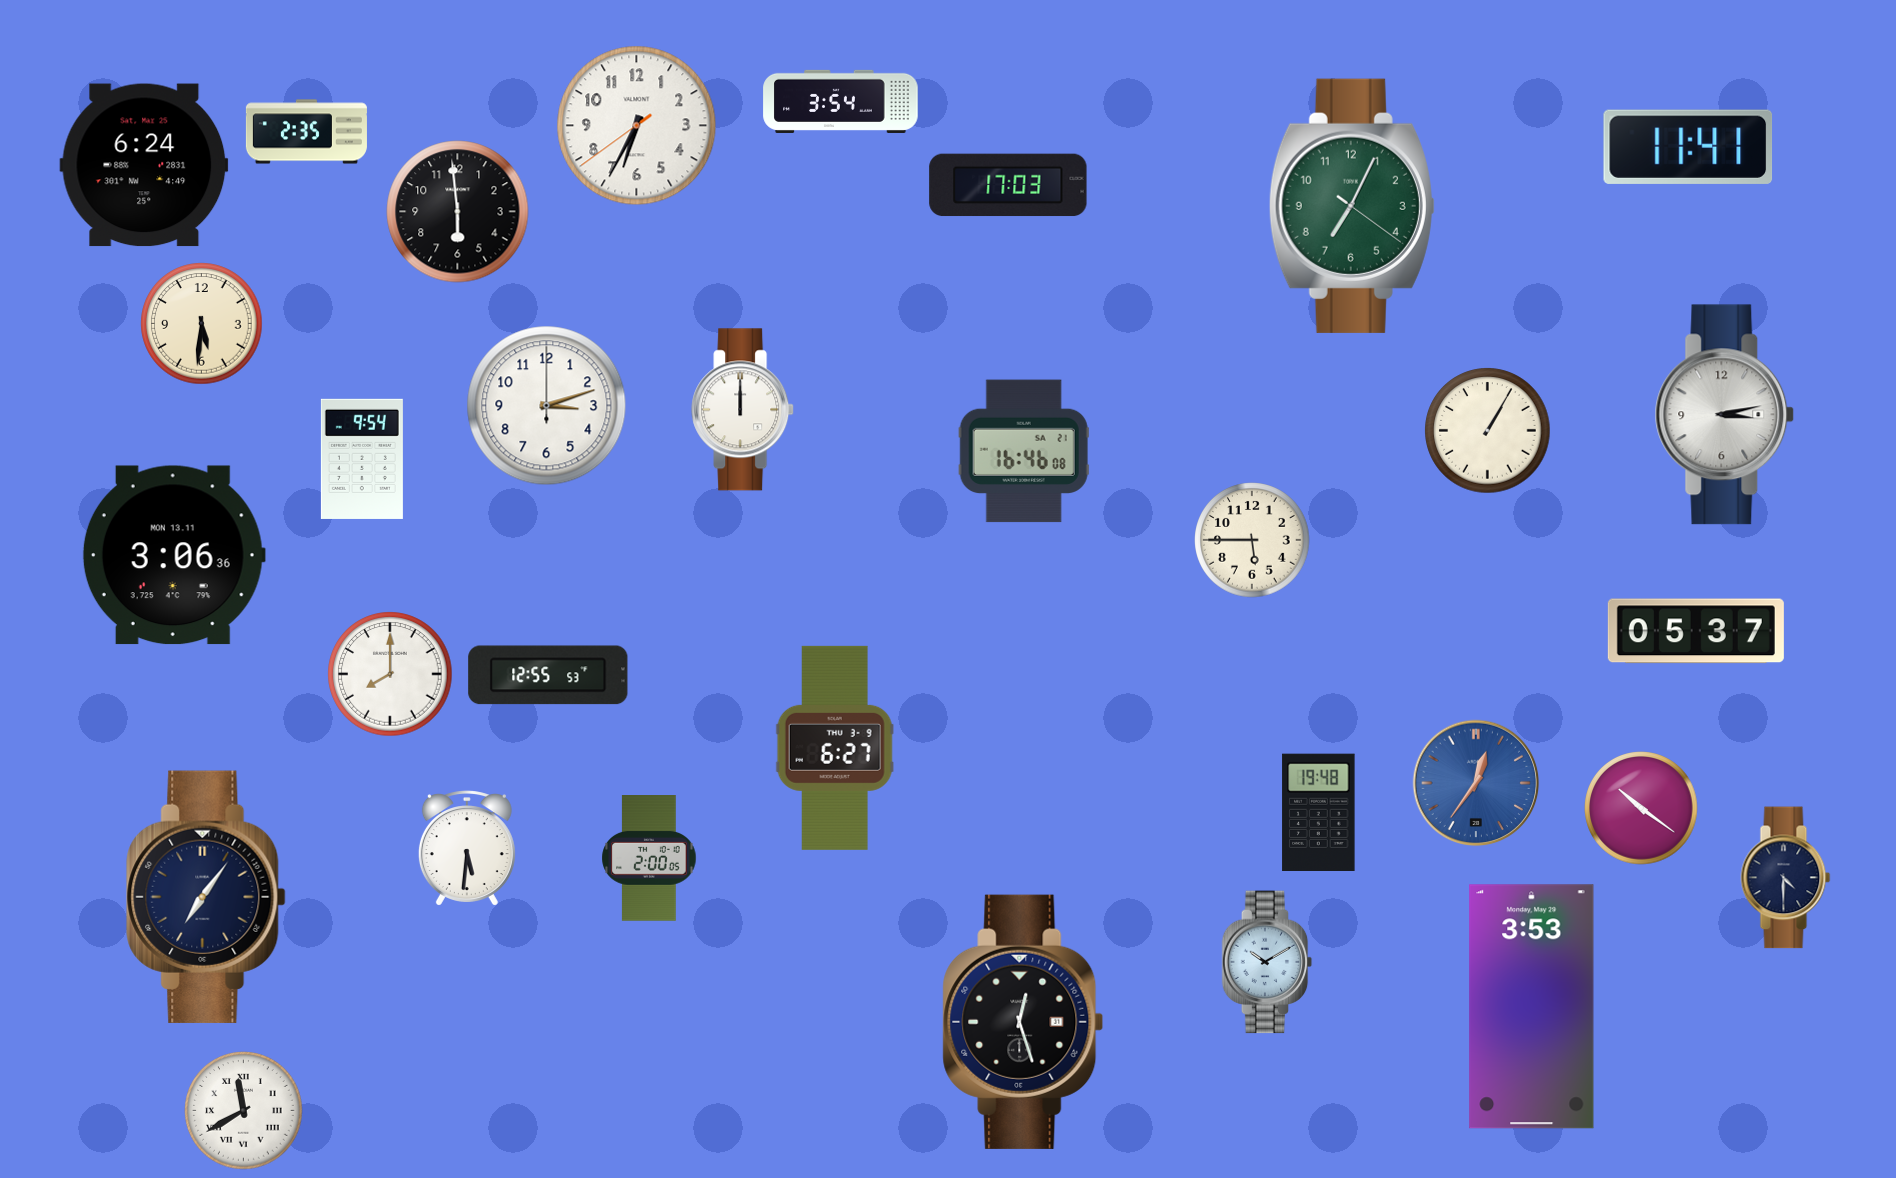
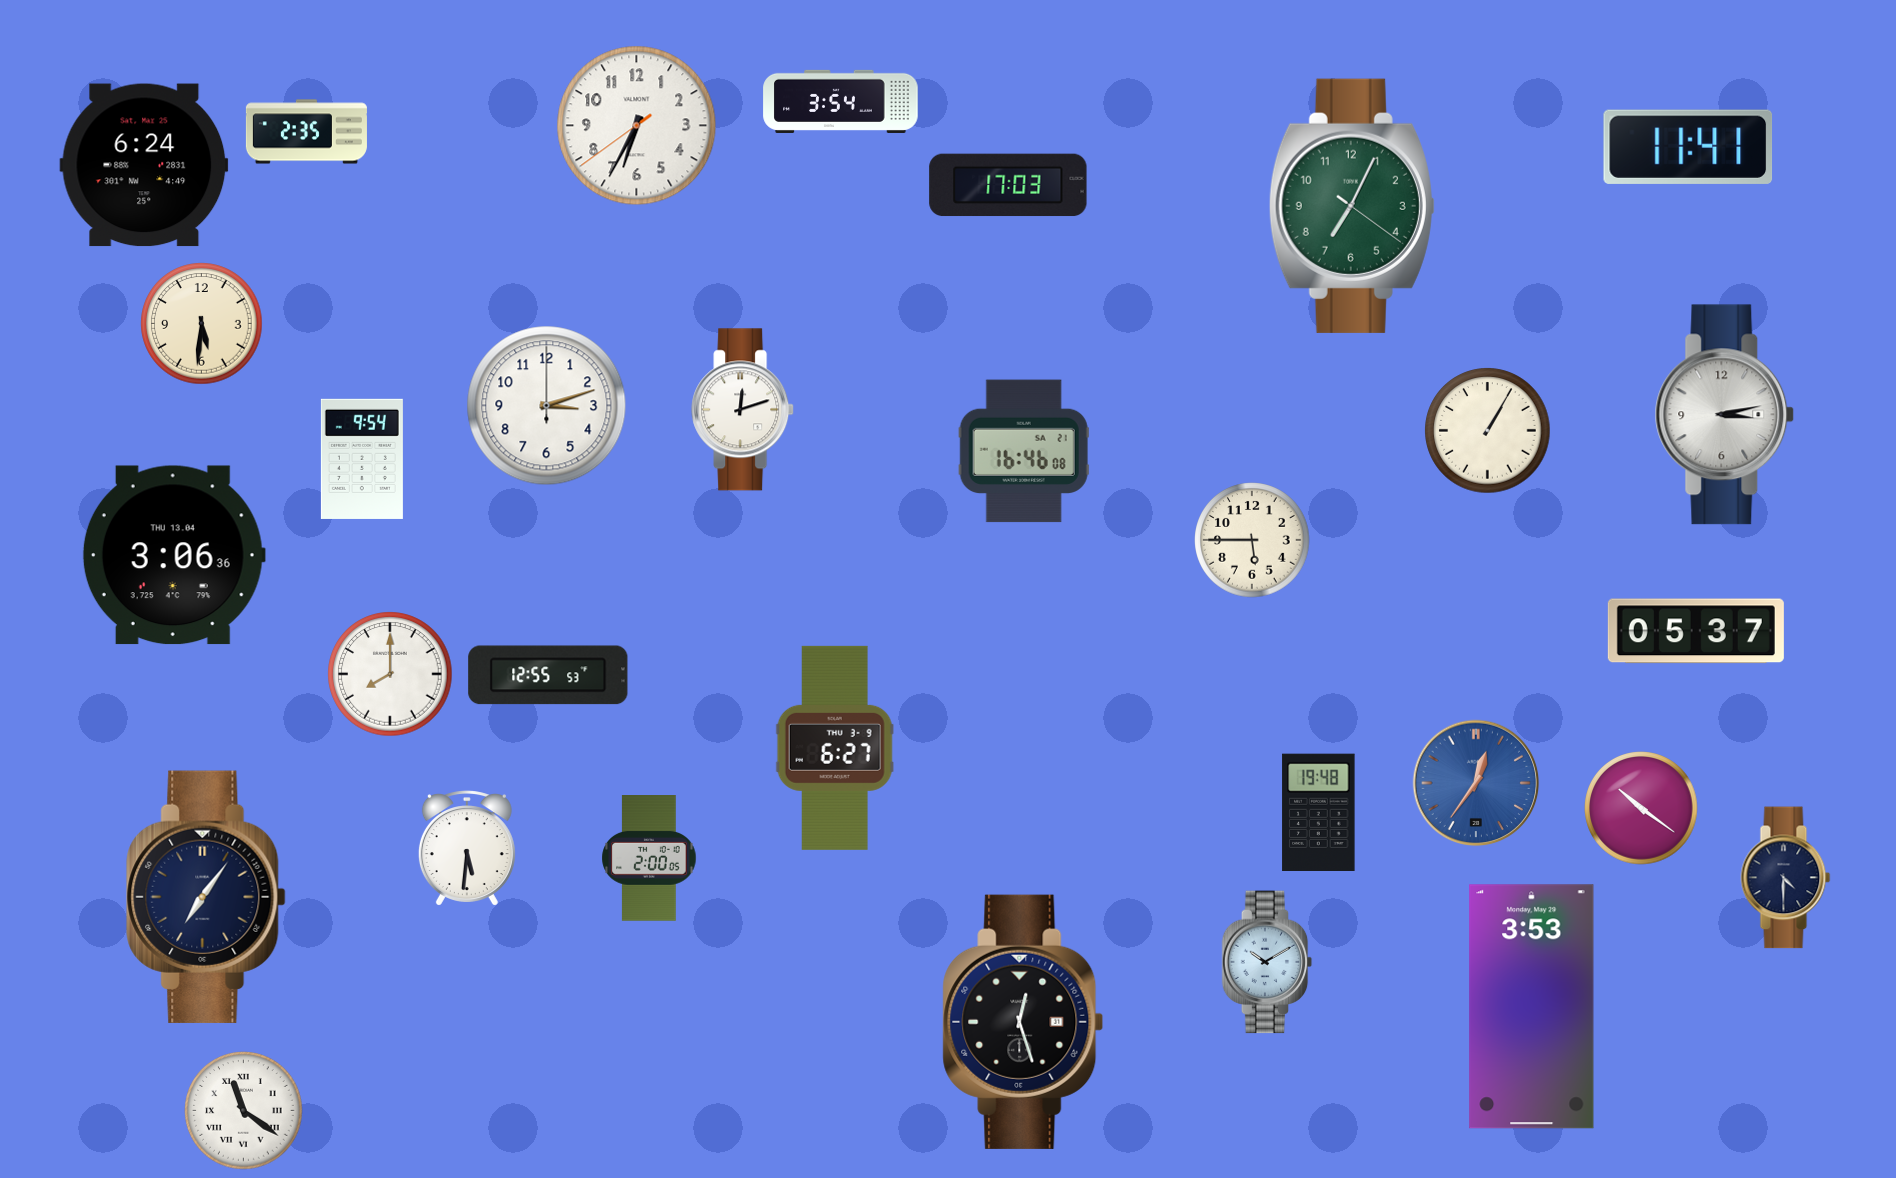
clock at (458, 212): 5:59 -> none
clock at (743, 410): 12:00 -> 12:12
clock at (174, 555) date: MON 13.11 -> THU 13.04
clock at (244, 1111): 11:40 -> 11:21
